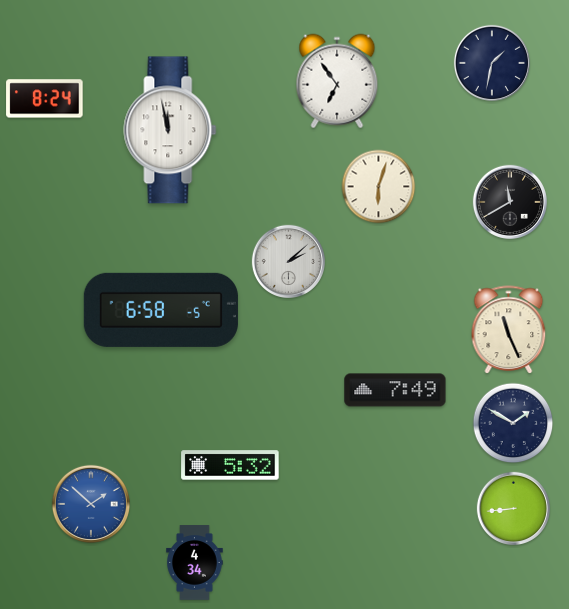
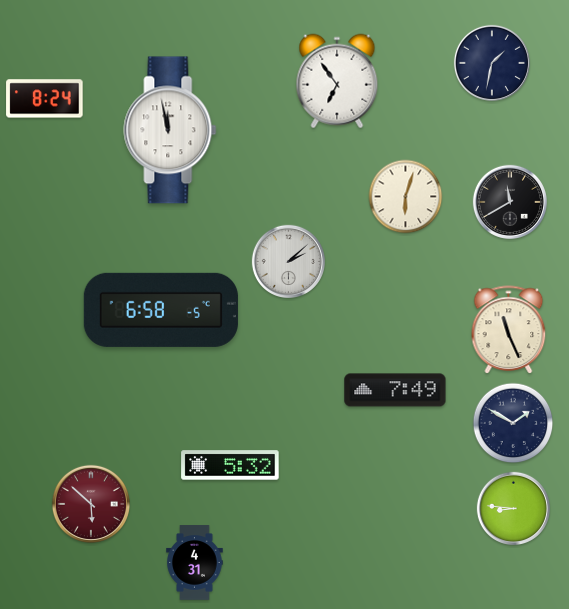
clock at (379, 187) position: (379, 187) -> (406, 197)
clock at (91, 504): 1:52 -> 5:52
clock at (91, 504) dial: blue -> burgundy
clock at (513, 508): 8:44 -> 8:46
clock at (195, 563): 4:34 -> 4:31
